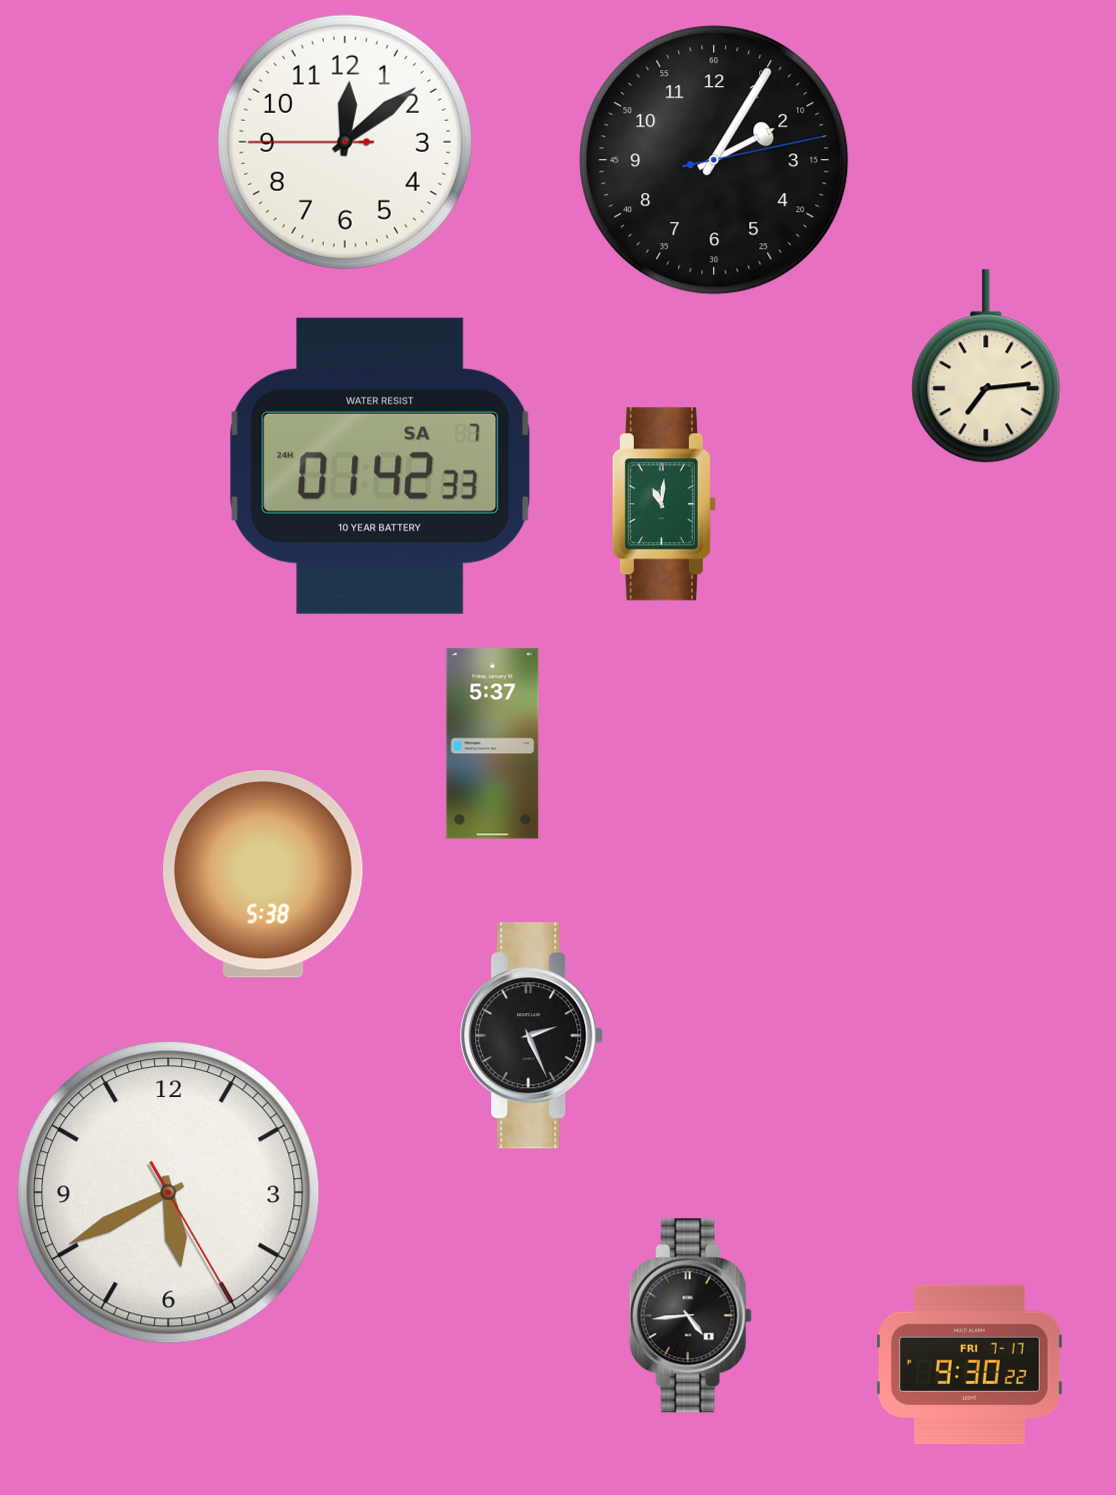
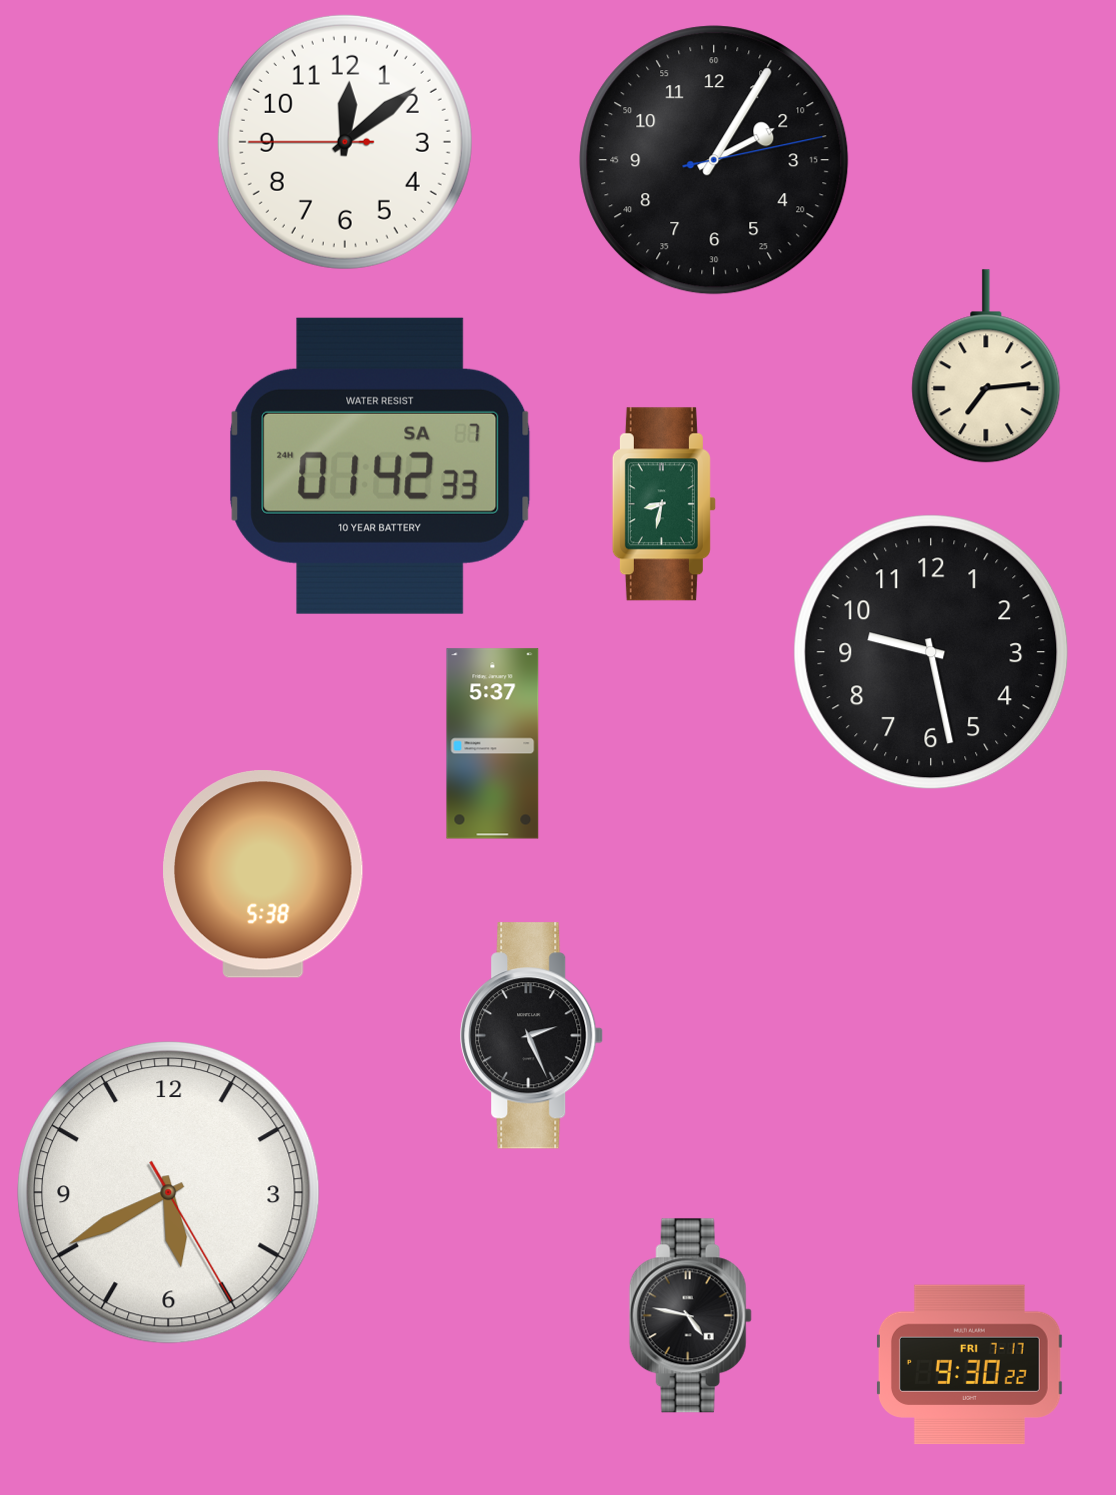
clock at (664, 504): 11:01 -> 8:32
clock at (931, 652): none -> 9:28
clock at (690, 1316): 4:44 -> 4:47
